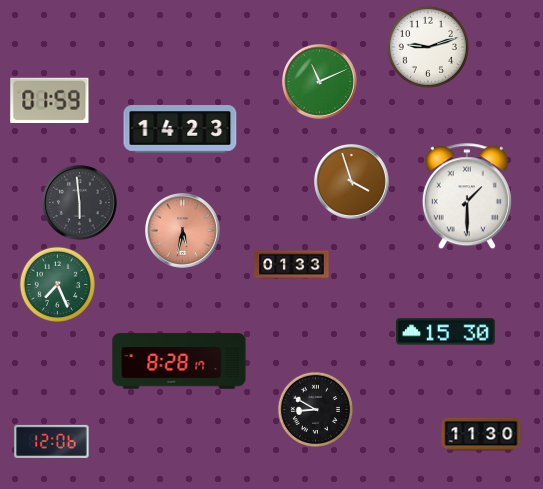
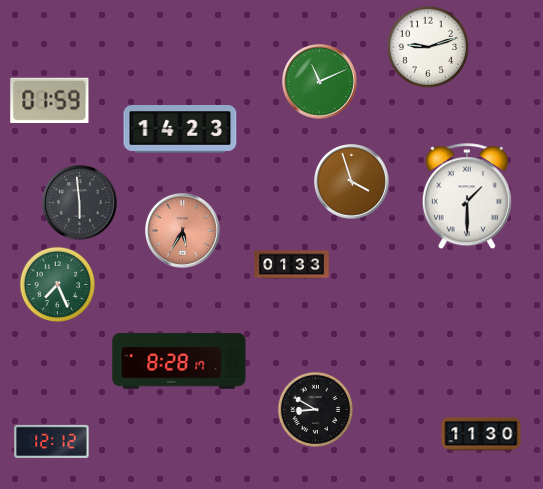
clock at (183, 231): 5:32 -> 5:35
clock at (446, 332): 15:30 -> none
clock at (52, 441): 12:06 -> 12:12
